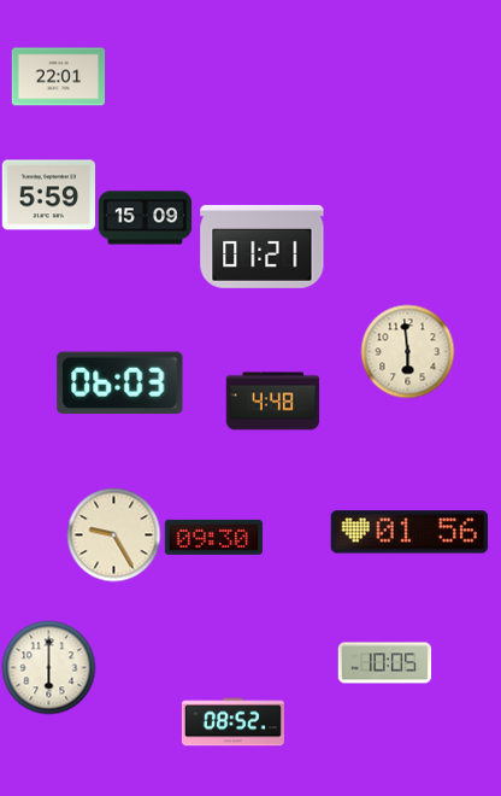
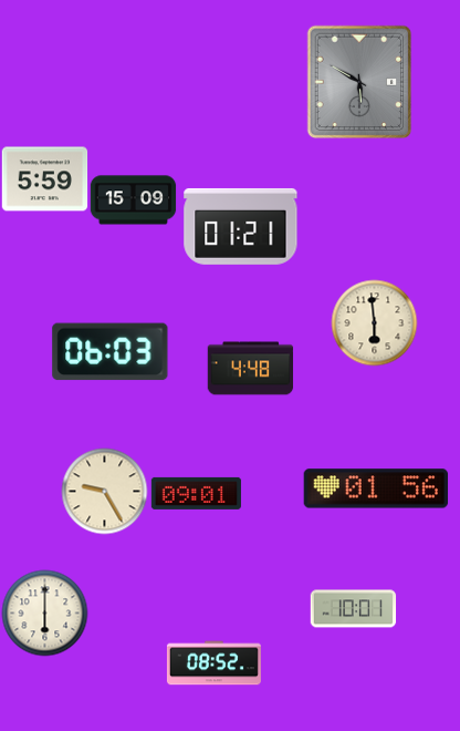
clock at (58, 77): 22:01 -> none
clock at (359, 82): none -> 5:50
clock at (213, 537): 09:30 -> 09:01
clock at (384, 663): 10:05 -> 10:01
